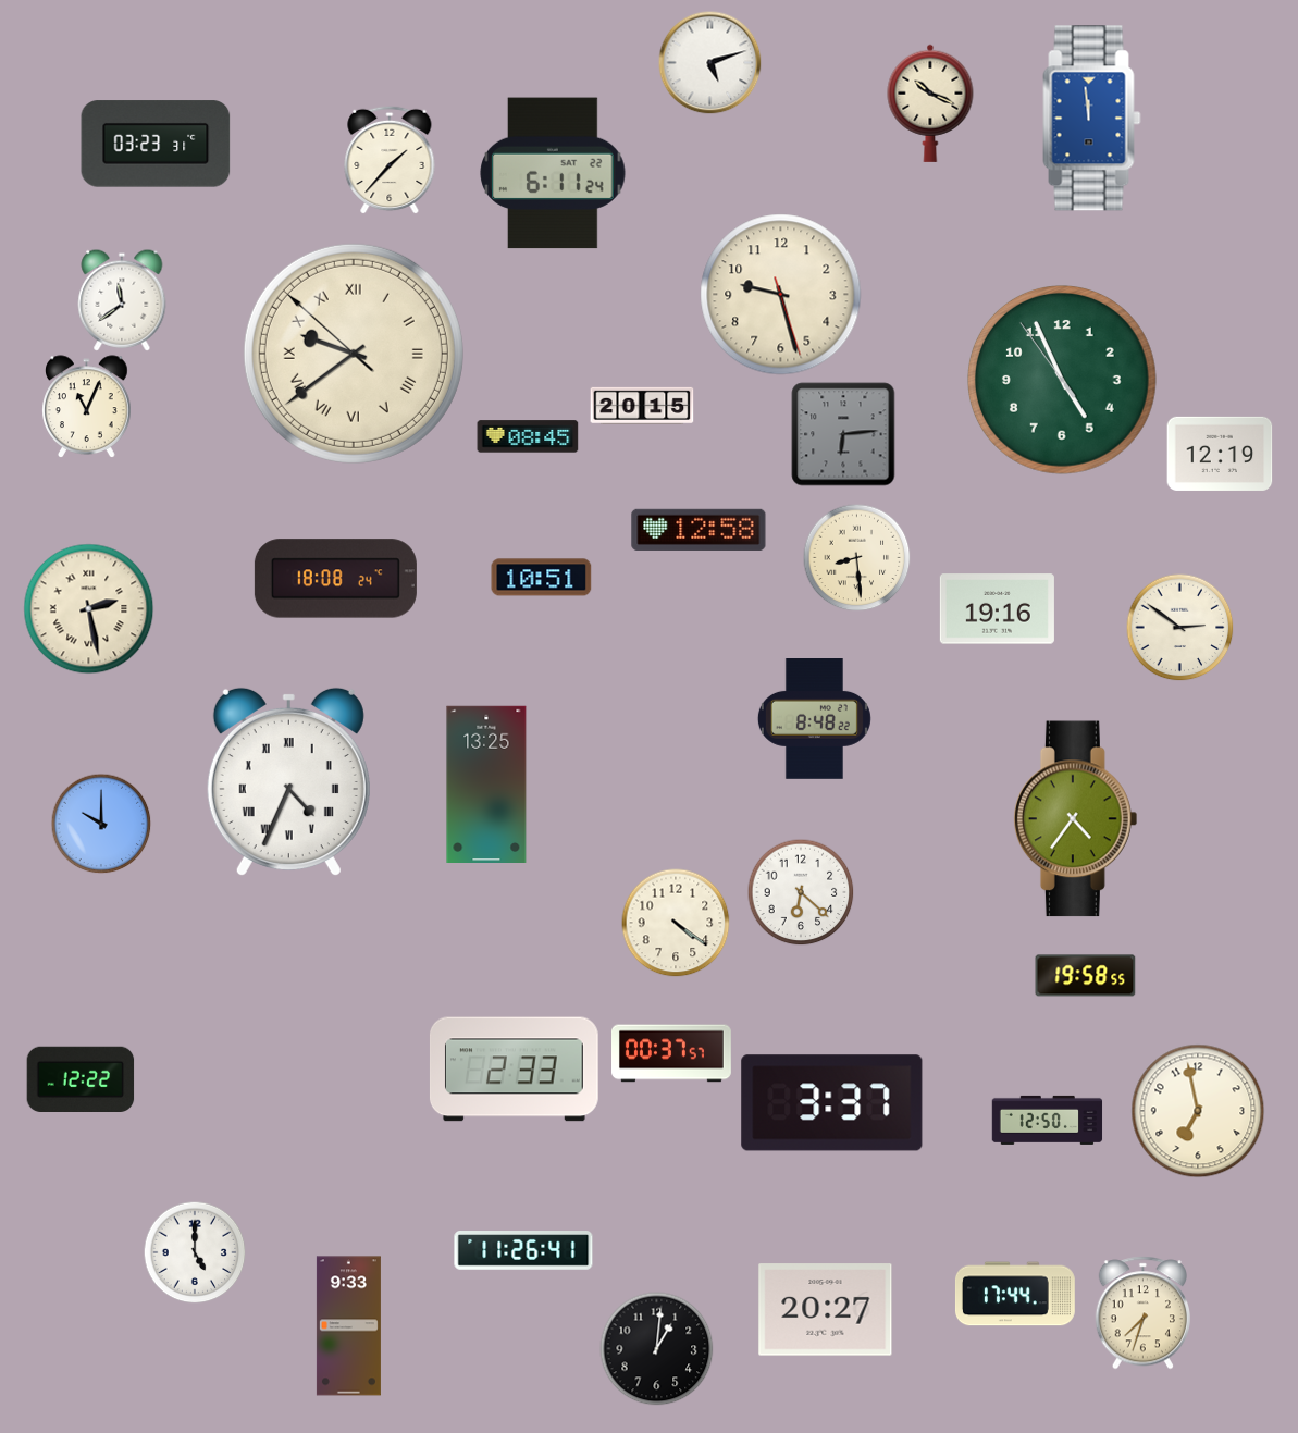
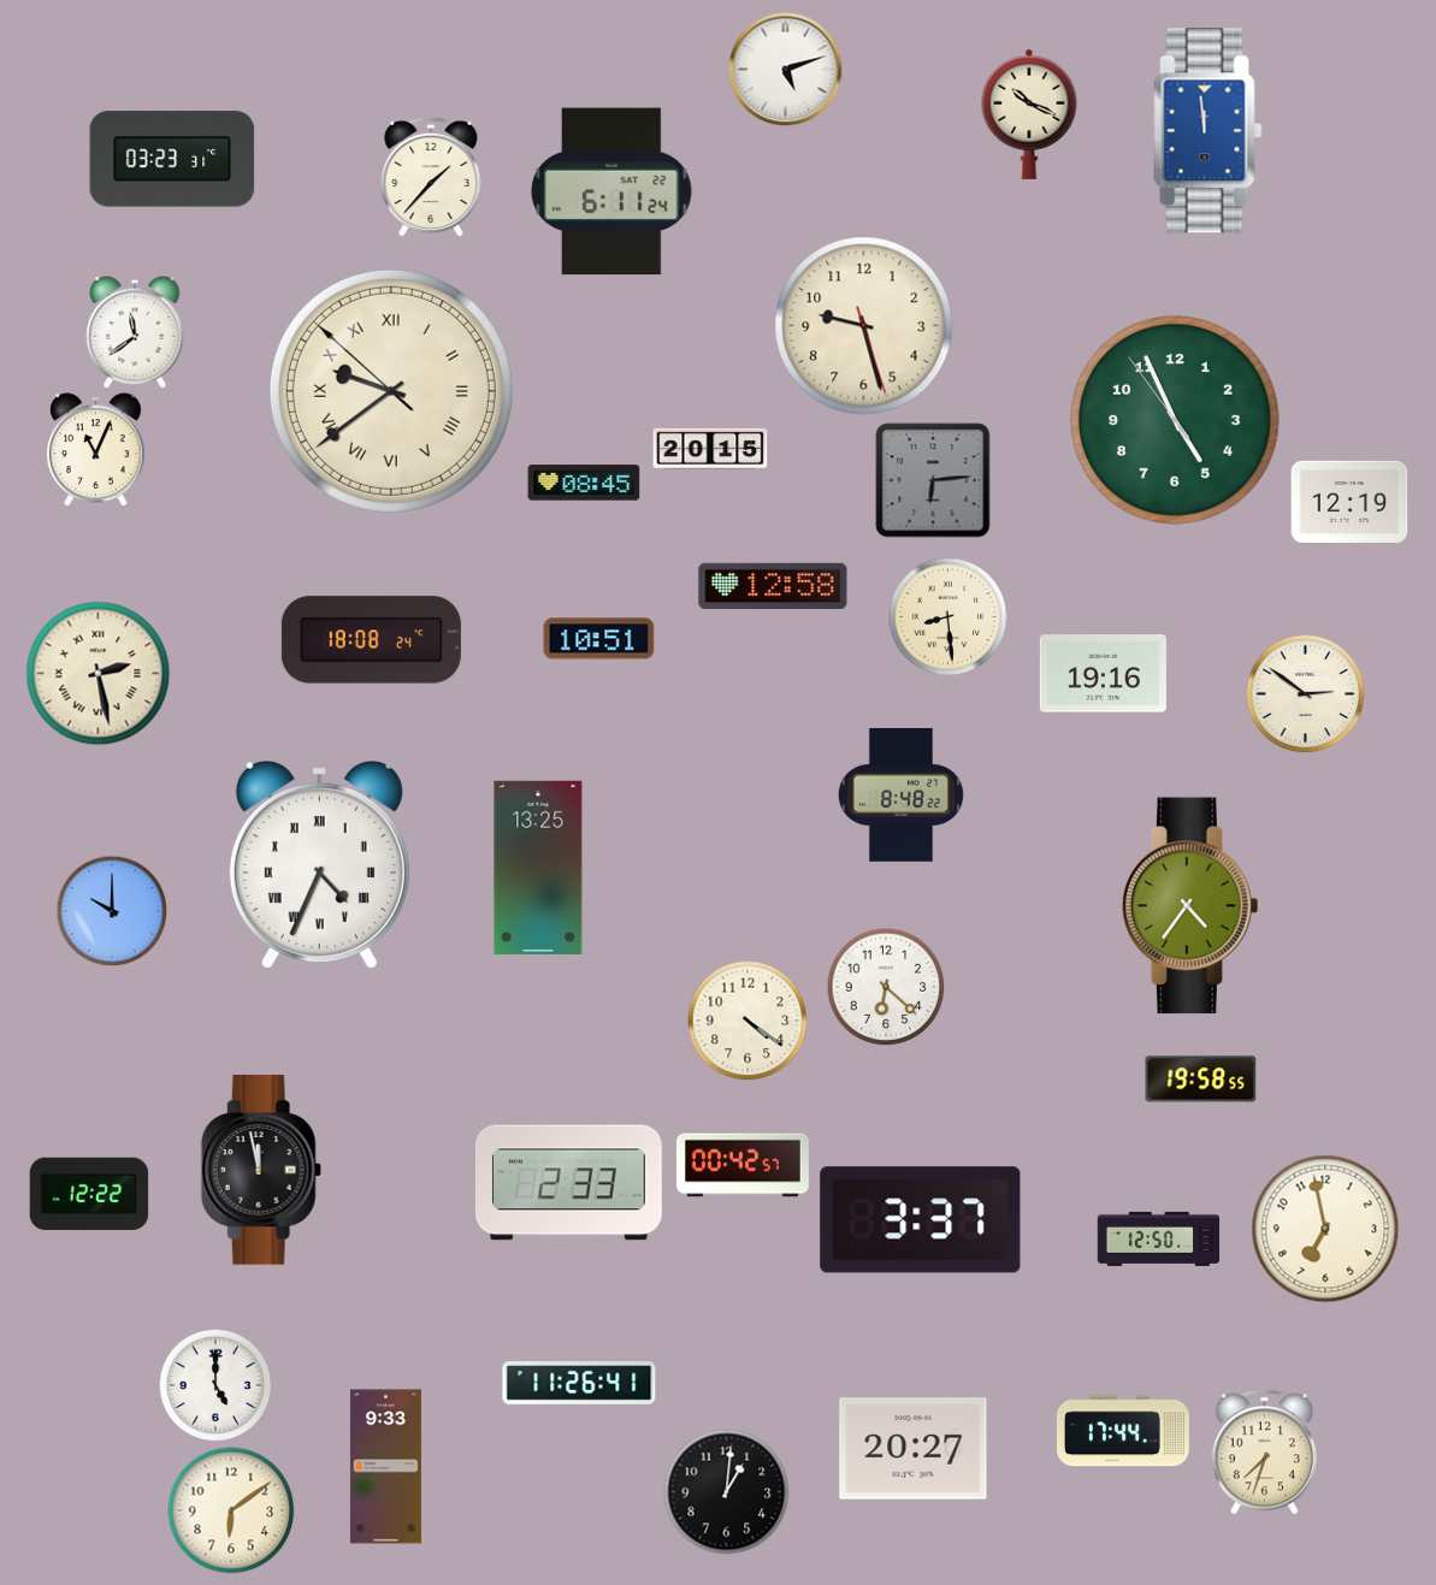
clock at (672, 1053): 00:37 -> 00:42
clock at (261, 1170): none -> 11:58
clock at (231, 1510): none -> 6:09
